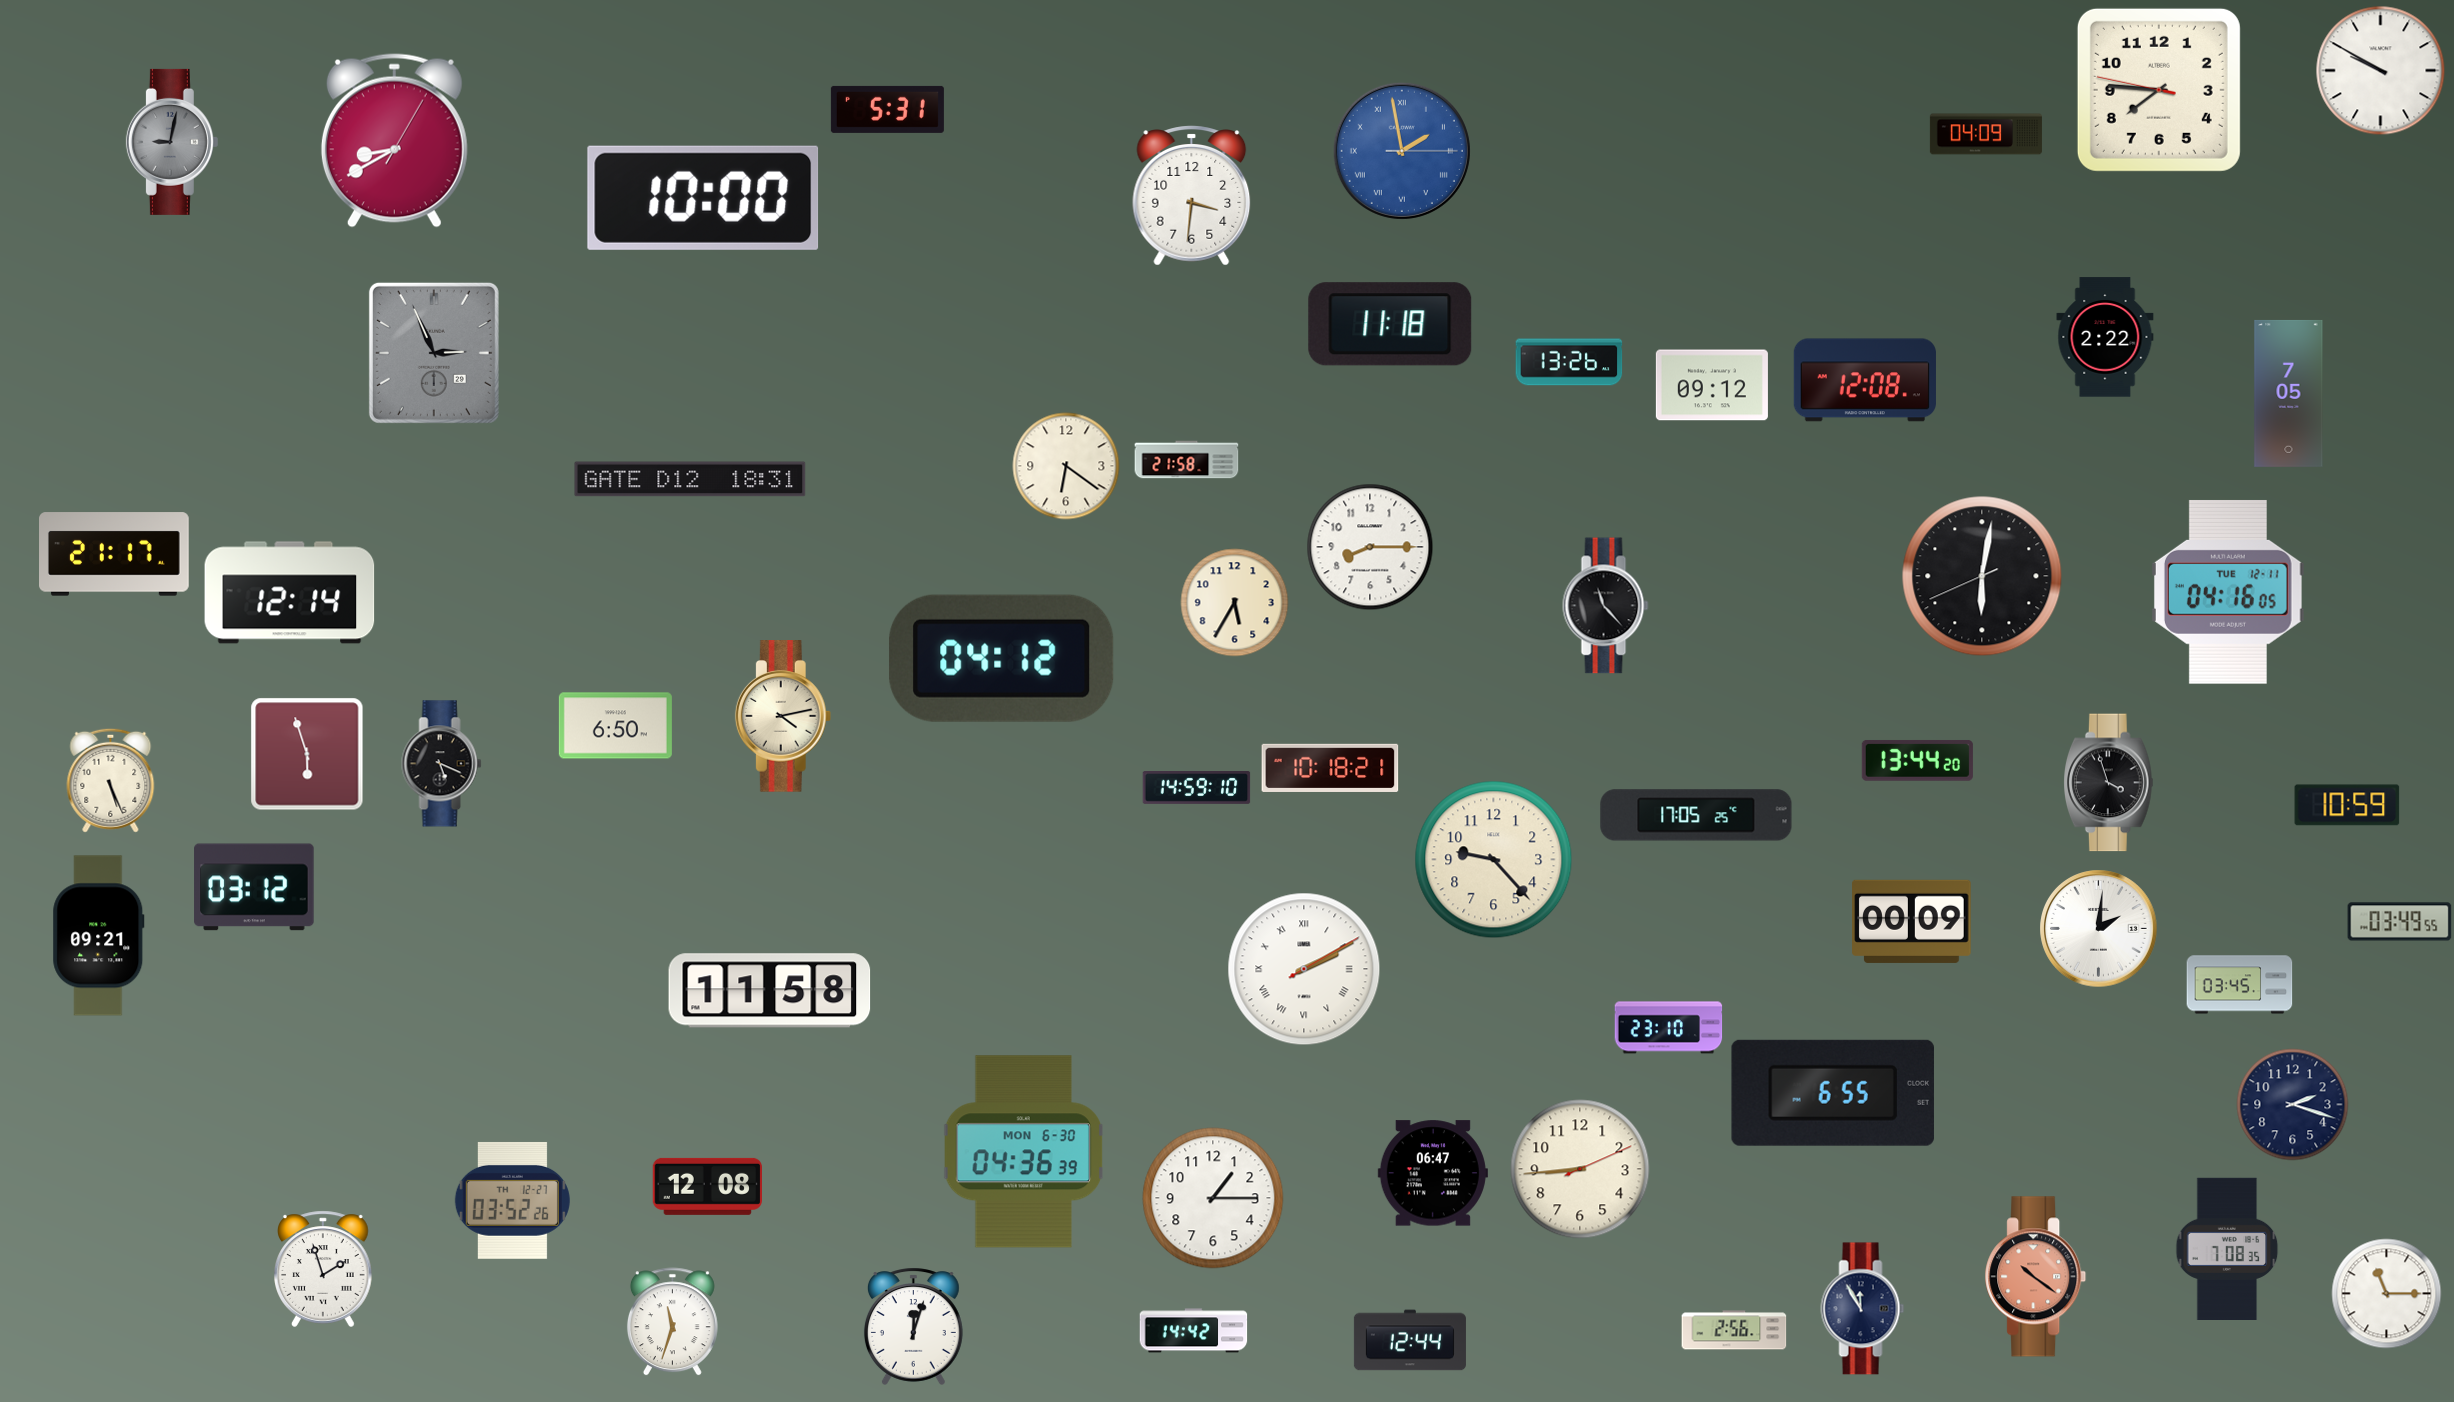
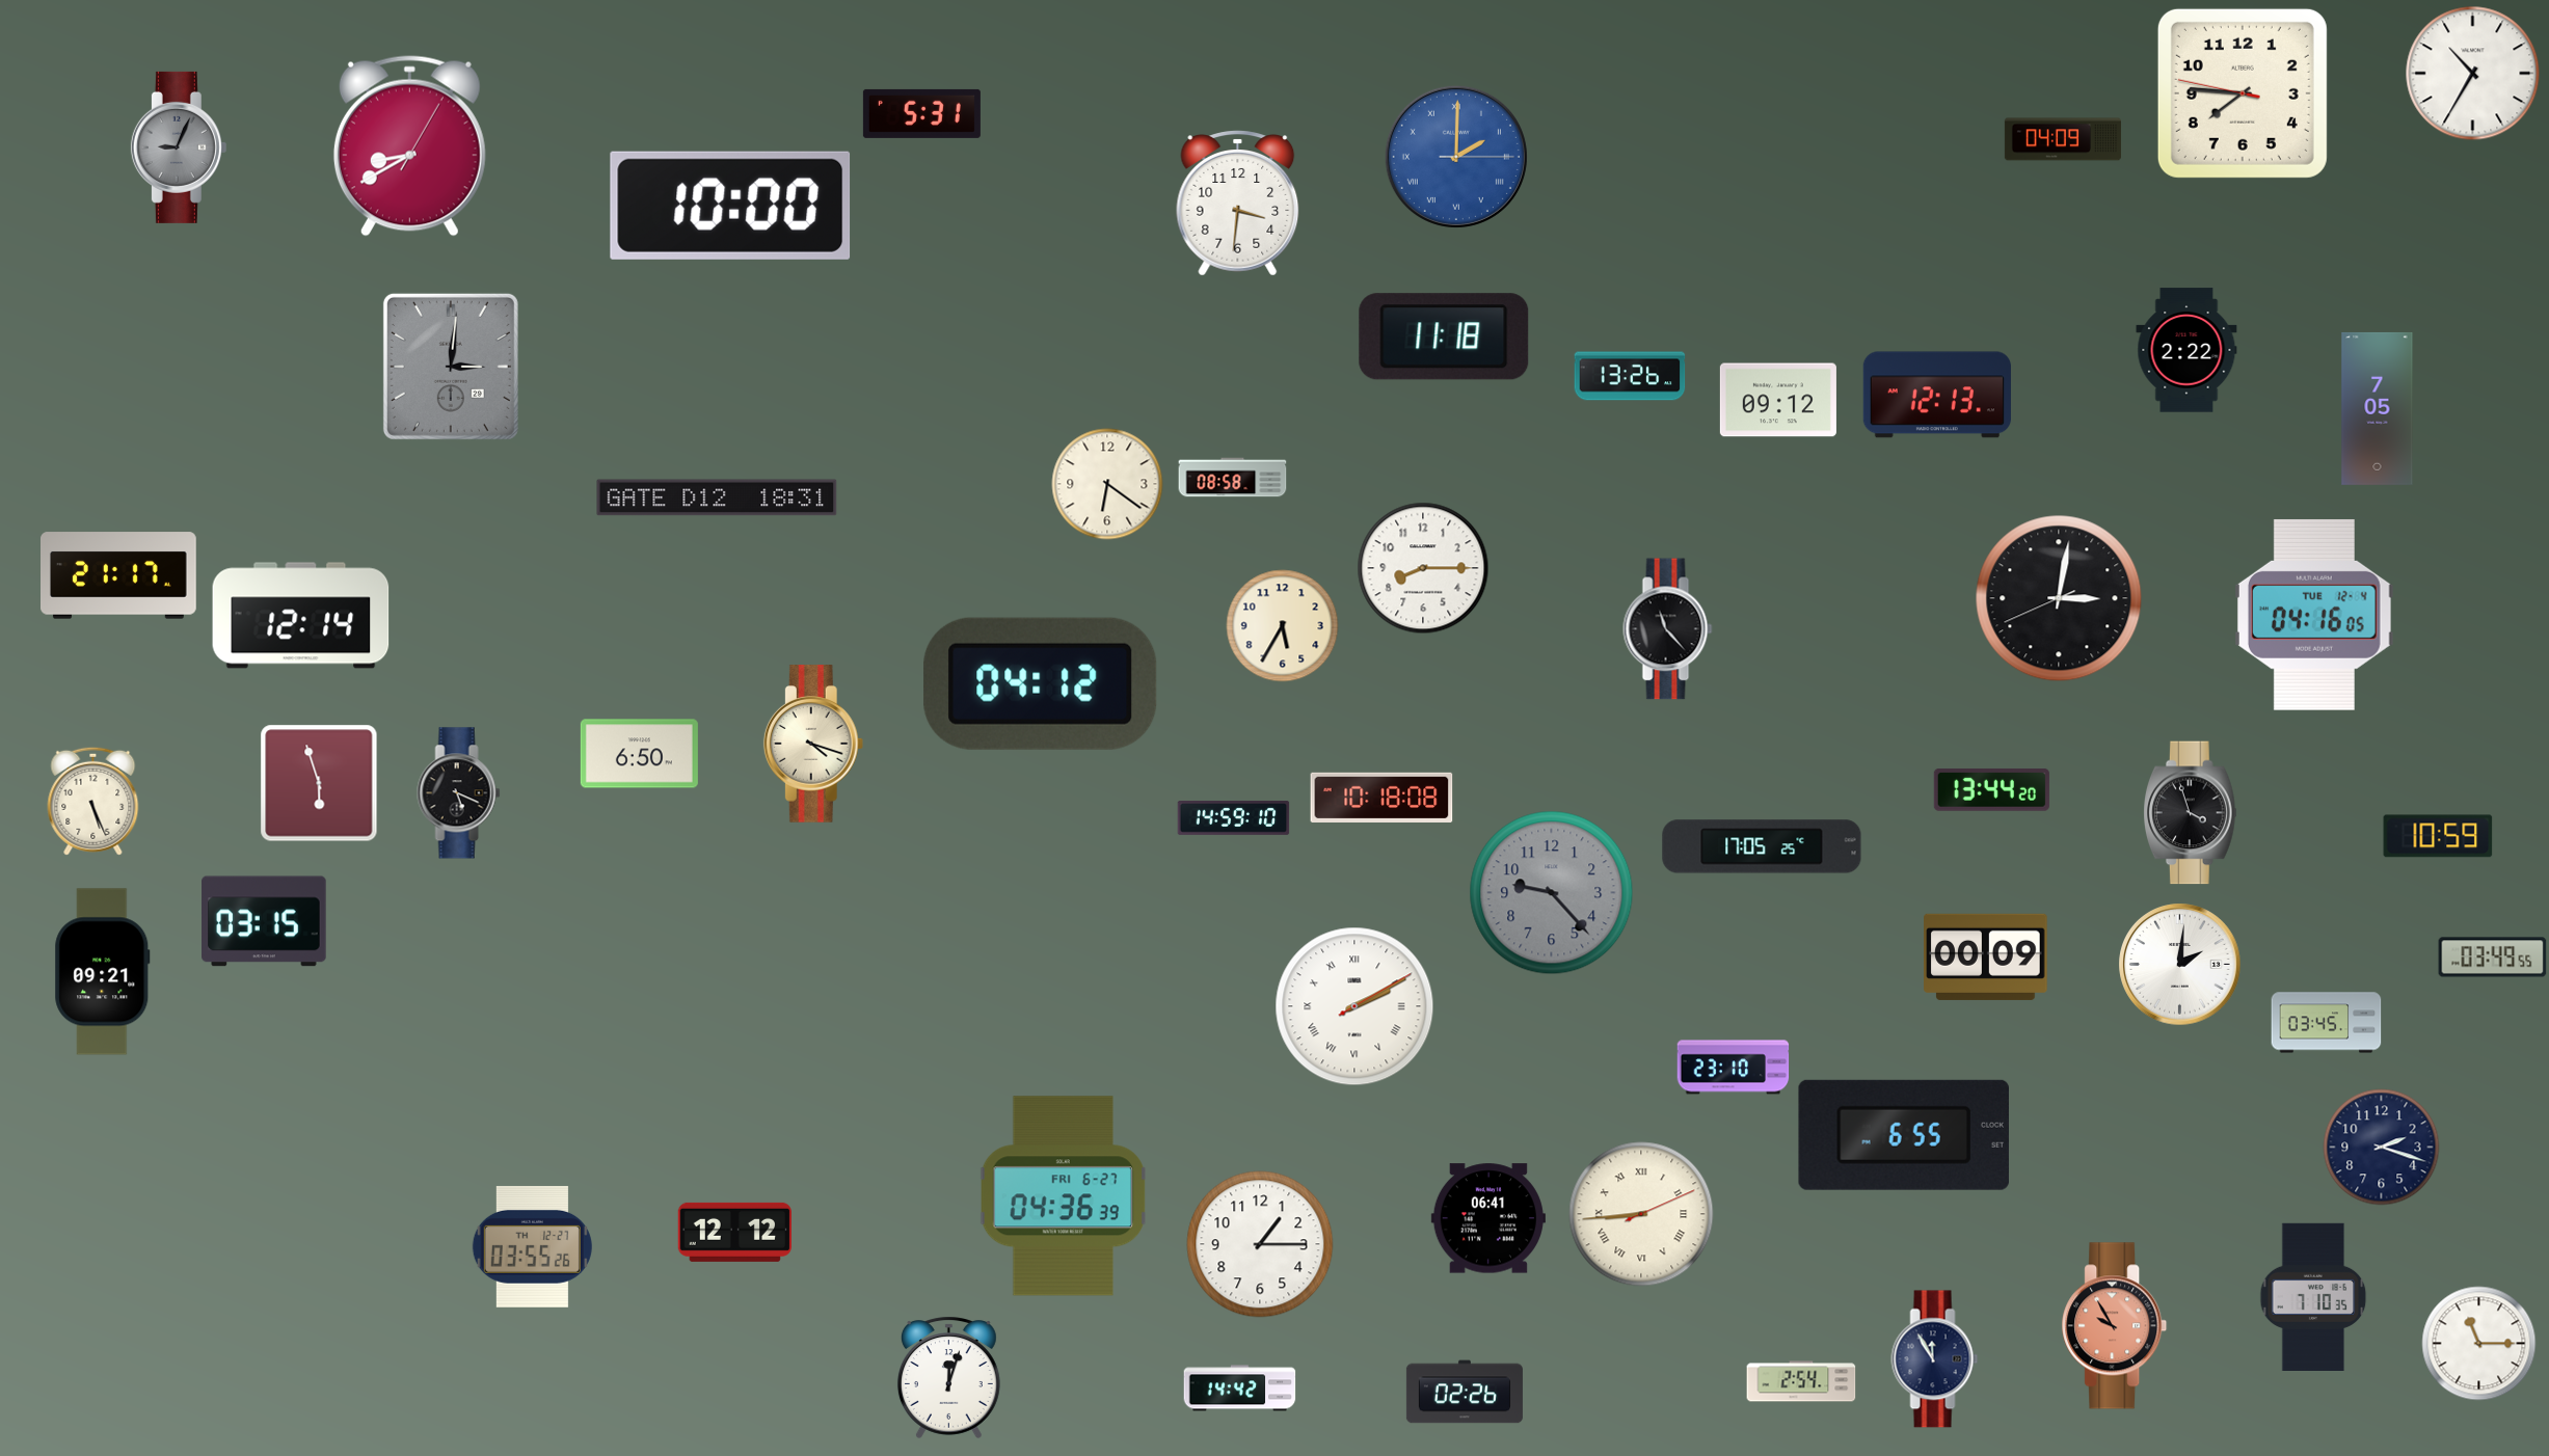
clock at (2381, 71): 9:50 -> 10:35
clock at (172, 142): 9:02 -> 9:04
clock at (1402, 151): 1:58 -> 2:00
clock at (434, 353): 2:56 -> 3:01
clock at (1865, 380): 12:08 -> 12:13
clock at (1187, 460): 21:58 -> 08:58
clock at (1982, 576): 6:01 -> 3:01
clock at (2228, 592) date: TUE 12-11 -> TUE 12-4
clock at (783, 716): 4:13 -> 4:18
clock at (1330, 768): 10:18:21 -> 10:18:08
clock at (111, 780) position: (111, 780) -> (93, 801)
clock at (1197, 788) position: (1197, 788) -> (1234, 818)
clock at (1494, 860) dial: cream -> grey
clock at (254, 887): 03:12 -> 03:15
clock at (770, 991): 11:58 -> none
clock at (1024, 1152) date: MON 6-30 -> FRI 6-27
clock at (1580, 1169) numerals: Arabic -> Roman
clock at (1433, 1173): 06:47 -> 06:41
clock at (707, 1186): 12:08 -> 12:12
clock at (512, 1200): 03:52 -> 03:55
clock at (2227, 1248): 7:08 -> 7:10
clock at (324, 1269): 1:57 -> none
clock at (2036, 1277): 10:21 -> 9:55
clock at (672, 1322): 11:33 -> none
clock at (1734, 1330): 2:56 -> 2:54
clock at (1194, 1331) position: (1194, 1331) -> (1240, 1388)
clock at (1410, 1340): 12:44 -> 02:26
